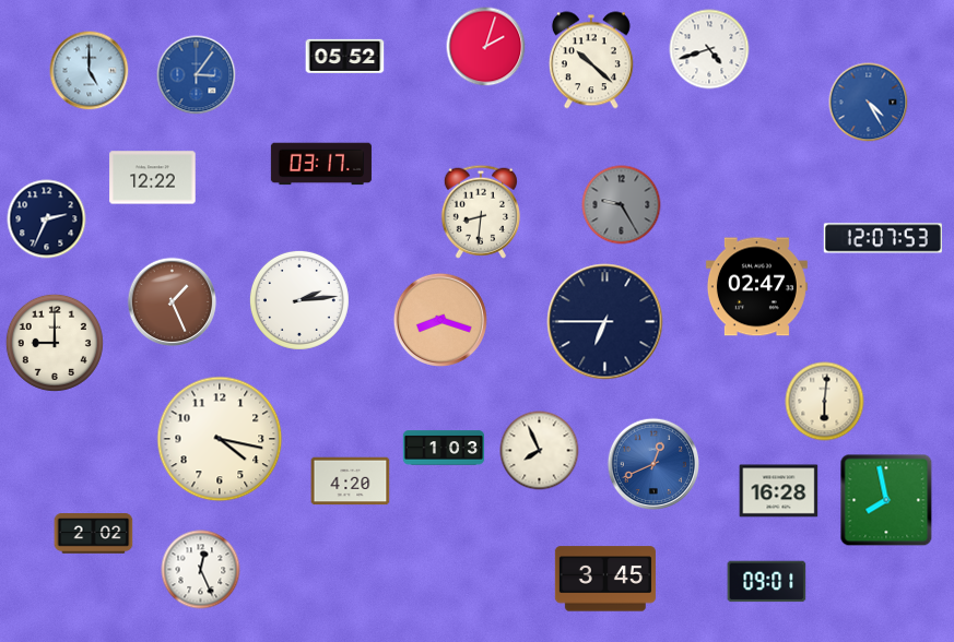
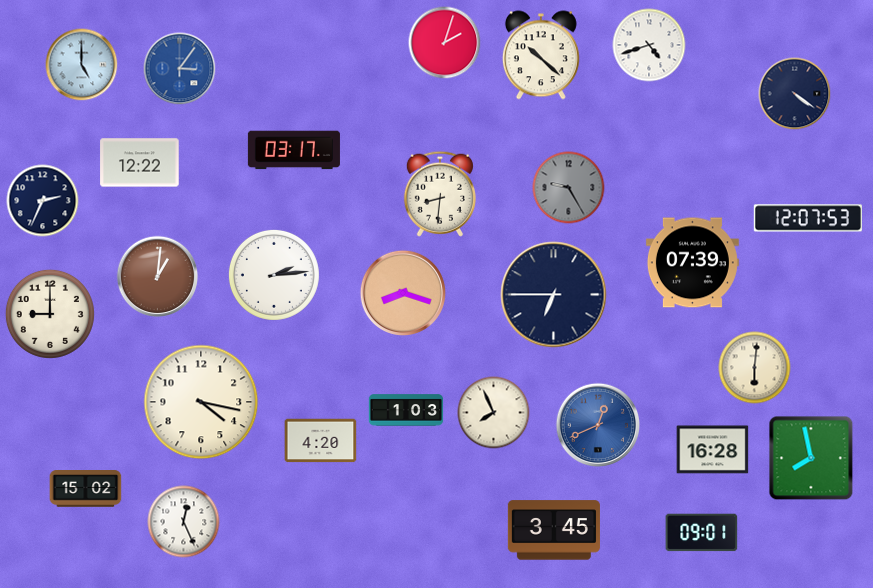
clock at (345, 56): 05:52 -> none
clock at (869, 103): 4:25 -> 4:21
clock at (869, 103) dial: blue -> navy
clock at (756, 287): 02:47 -> 07:39
clock at (173, 302): 1:26 -> 1:01
clock at (94, 534): 2:02 -> 15:02
